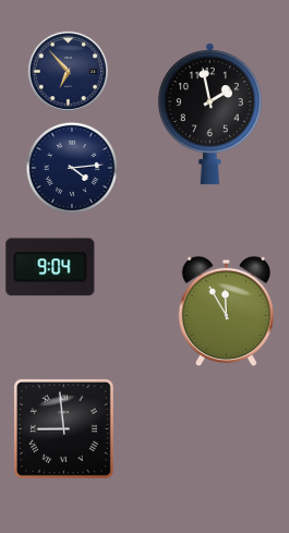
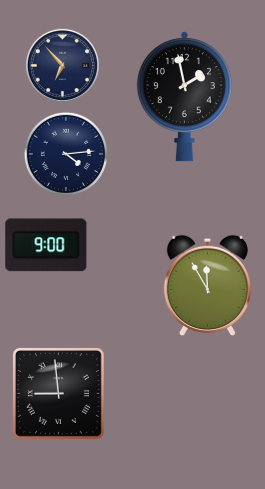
clock at (209, 114) position: (209, 114) -> (184, 97)
clock at (50, 267): 9:04 -> 9:00
